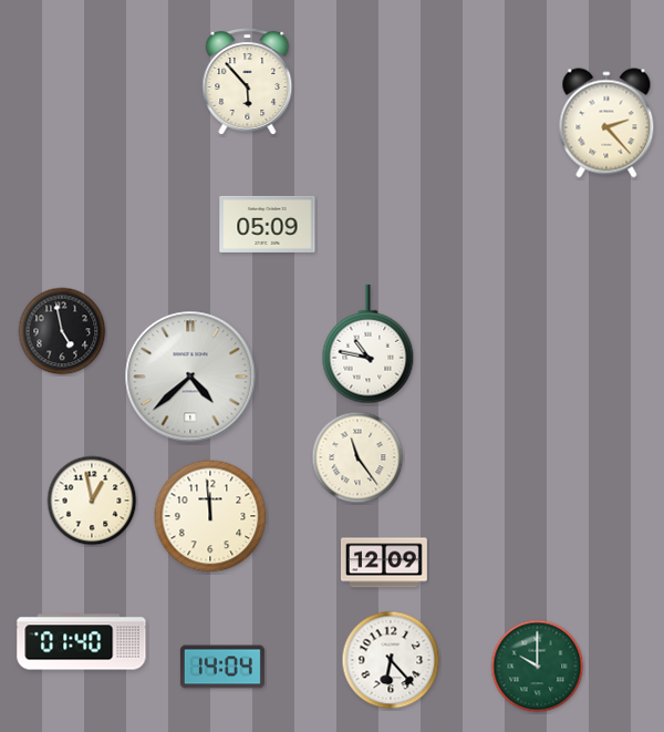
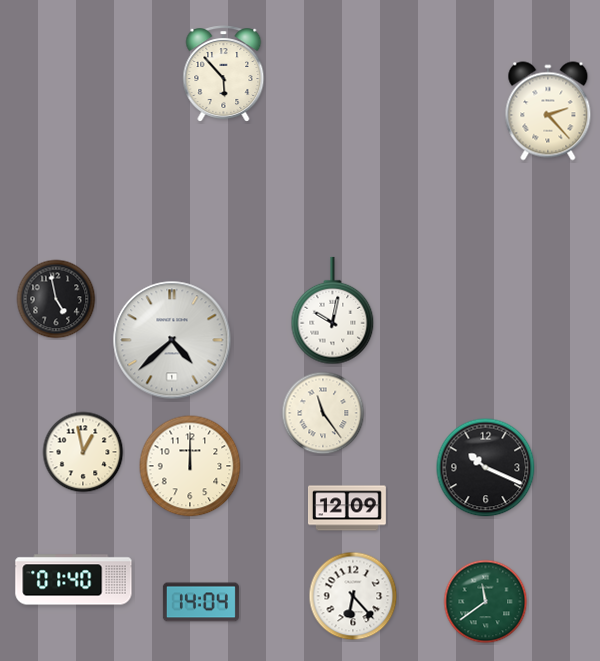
clock at (268, 224): 05:09 -> none
clock at (369, 344): 10:47 -> 10:02
clock at (210, 516): 11:59 -> 12:00
clock at (486, 468): none -> 10:19
clock at (538, 667): 10:00 -> 11:39
